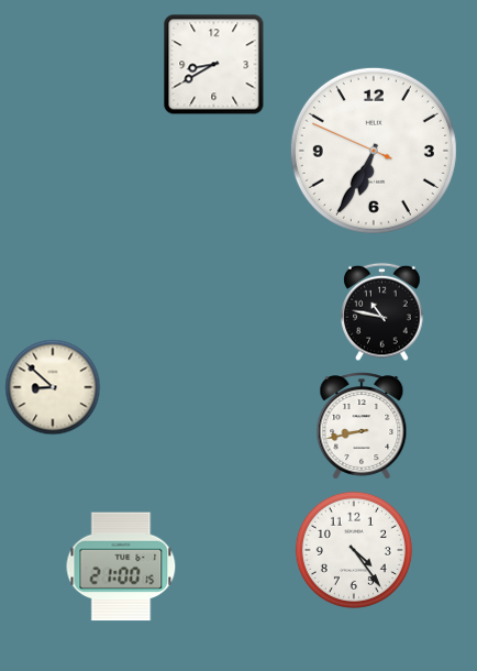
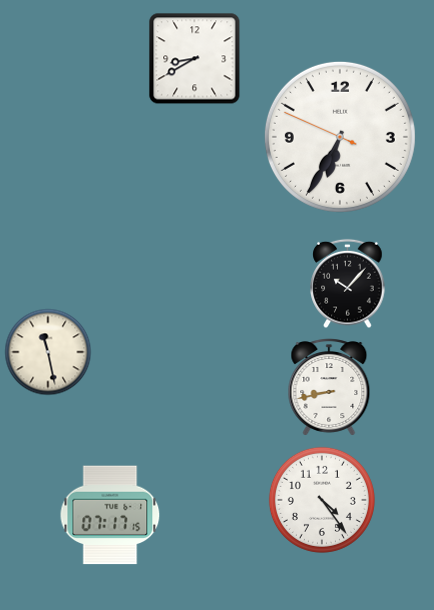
clock at (382, 312): 10:47 -> 10:07
clock at (53, 387): 8:52 -> 11:28
clock at (121, 566): 21:00 -> 07:17
